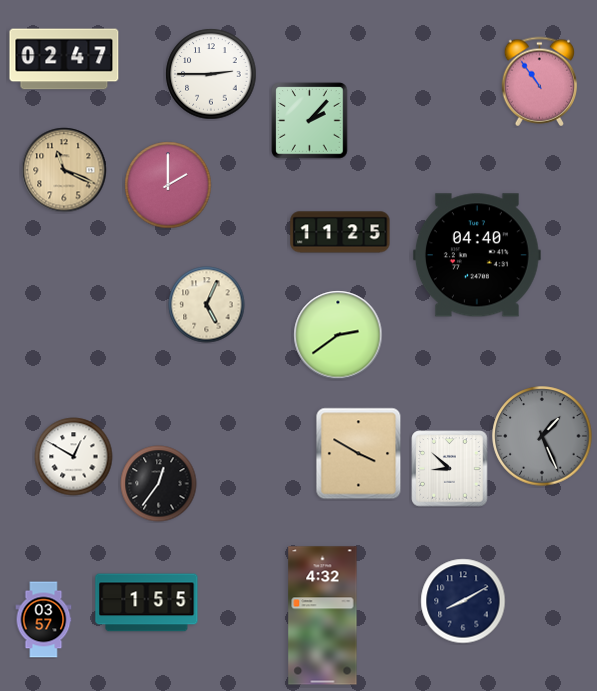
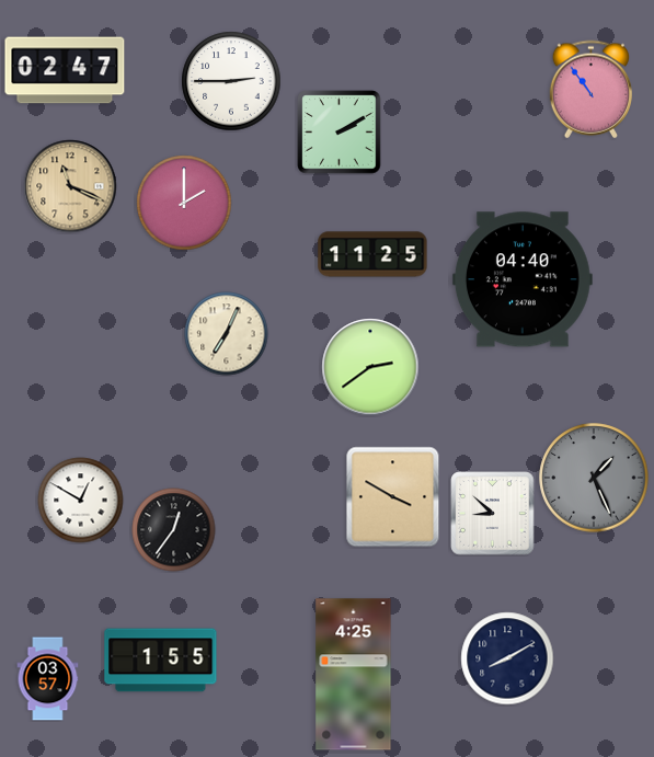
clock at (64, 59) position: (64, 59) -> (65, 70)
clock at (310, 121): 2:07 -> 2:10
clock at (207, 305): 5:04 -> 7:04
clock at (323, 616): 4:32 -> 4:25
